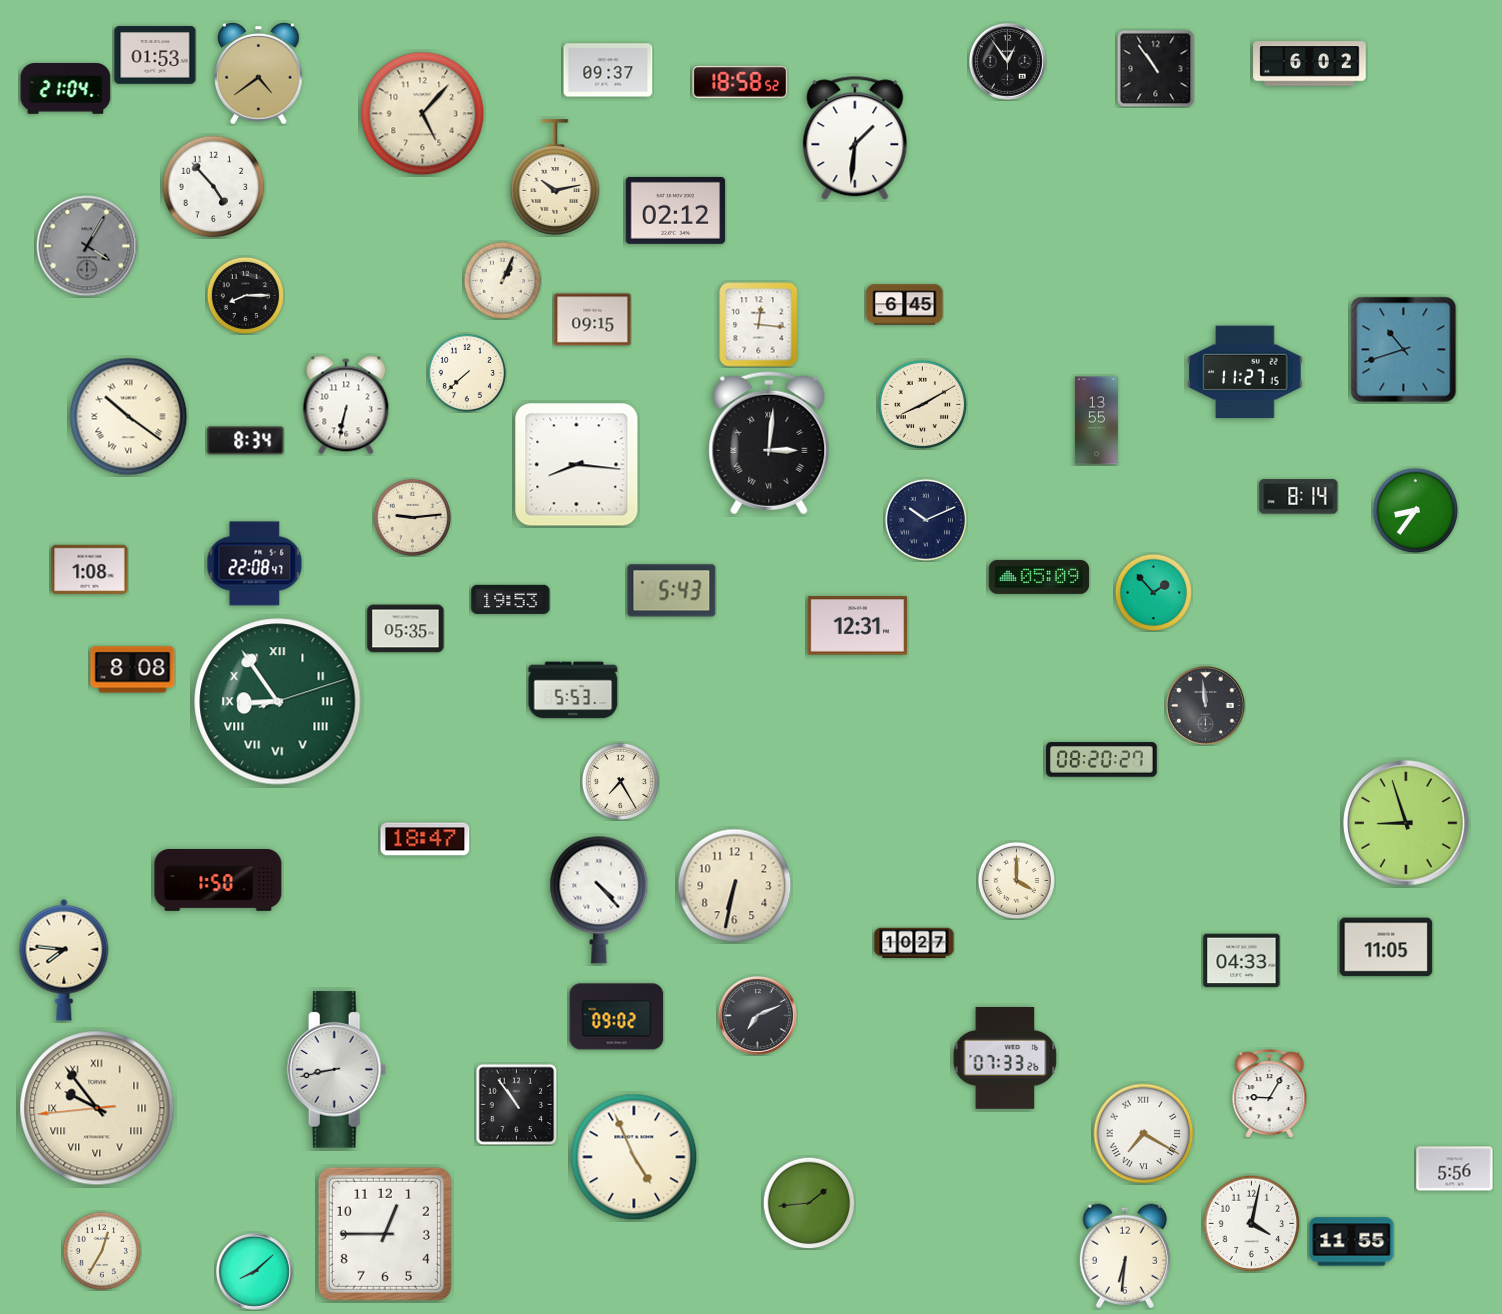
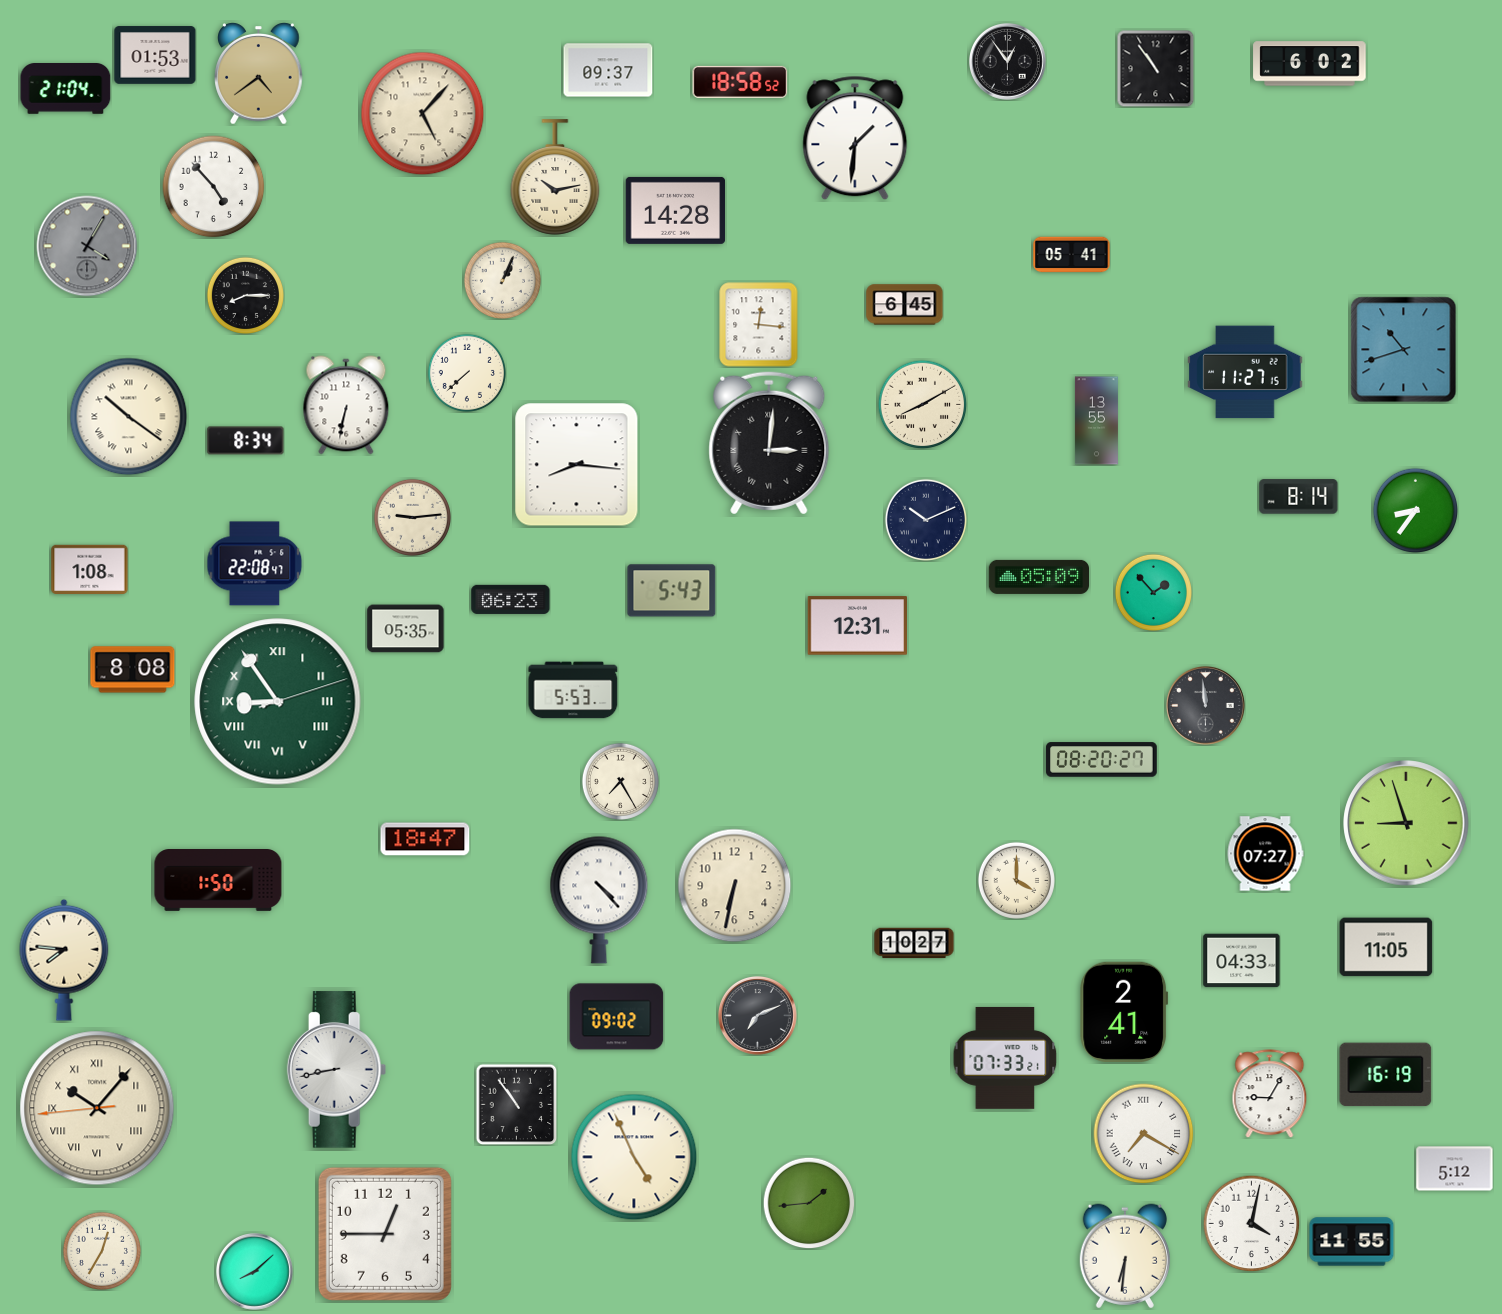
clock at (676, 210): 02:12 -> 14:28
clock at (1072, 255): none -> 05:41
clock at (593, 320): 09:15 -> none
clock at (511, 599): 19:53 -> 06:23
clock at (1265, 854): none -> 07:27
clock at (1124, 1012): none -> 2:41
clock at (1005, 1058): 07:33:26 -> 07:33:21
clock at (1386, 1075): none -> 16:19
clock at (97, 1108): 9:53 -> 10:06
clock at (1455, 1169): 5:56 -> 5:12
